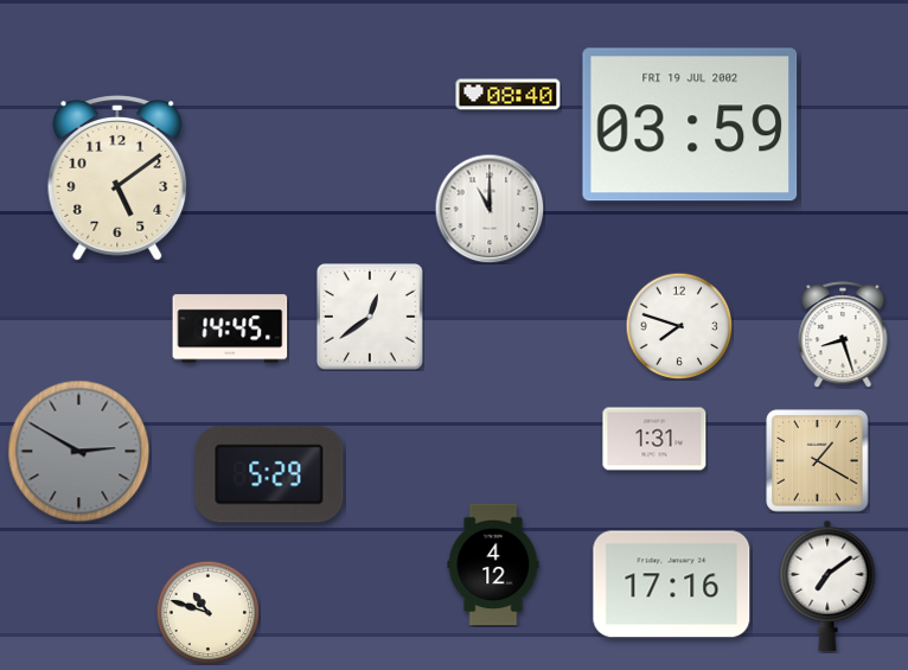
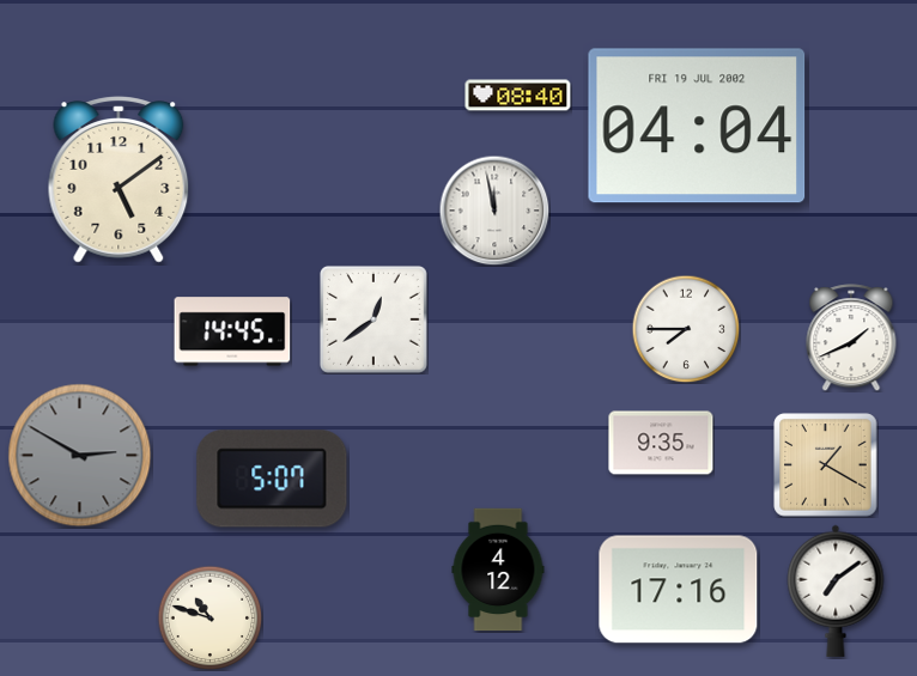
clock at (509, 95) position: (509, 95) -> (518, 96)
clock at (690, 125): 03:59 -> 04:04
clock at (490, 209): 11:00 -> 11:58
clock at (679, 326): 7:48 -> 7:45
clock at (843, 334): 8:27 -> 1:41
clock at (654, 439): 1:31 -> 9:35
clock at (269, 474): 5:29 -> 5:07
